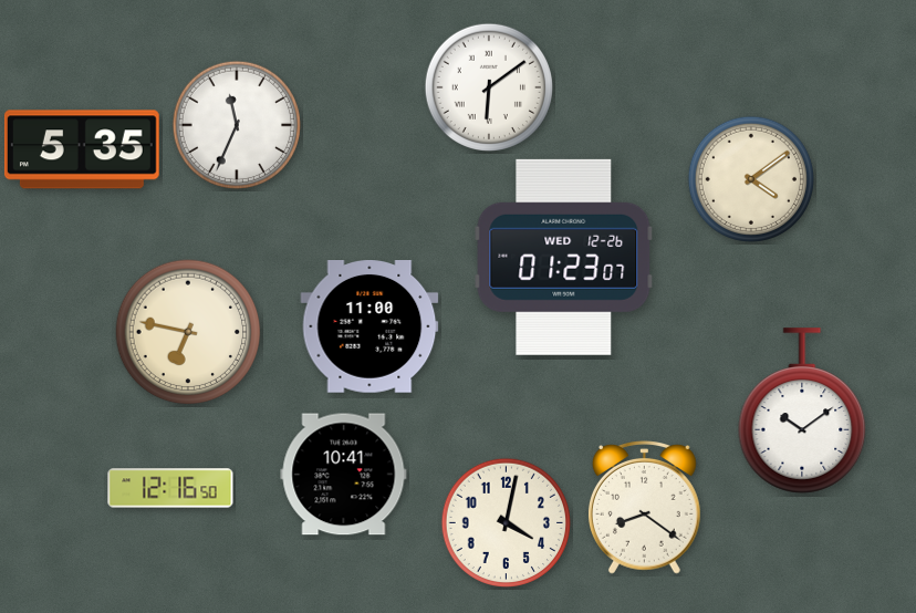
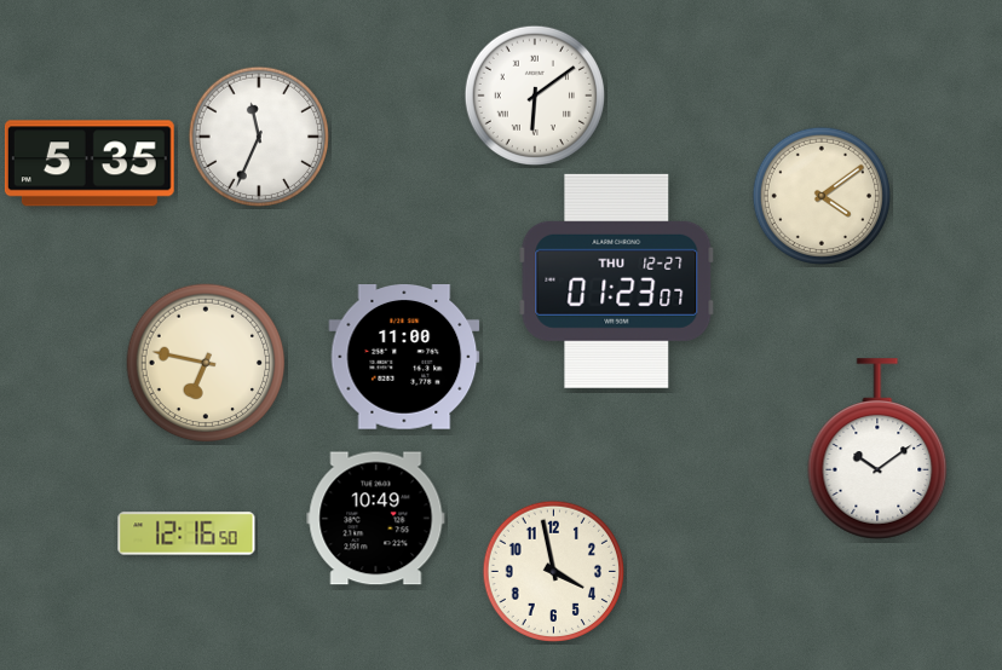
clock at (564, 257) date: WED 12-26 -> THU 12-27
clock at (344, 475): 10:41 -> 10:49
clock at (644, 508): 8:21 -> none
clock at (506, 522): 4:02 -> 3:58
